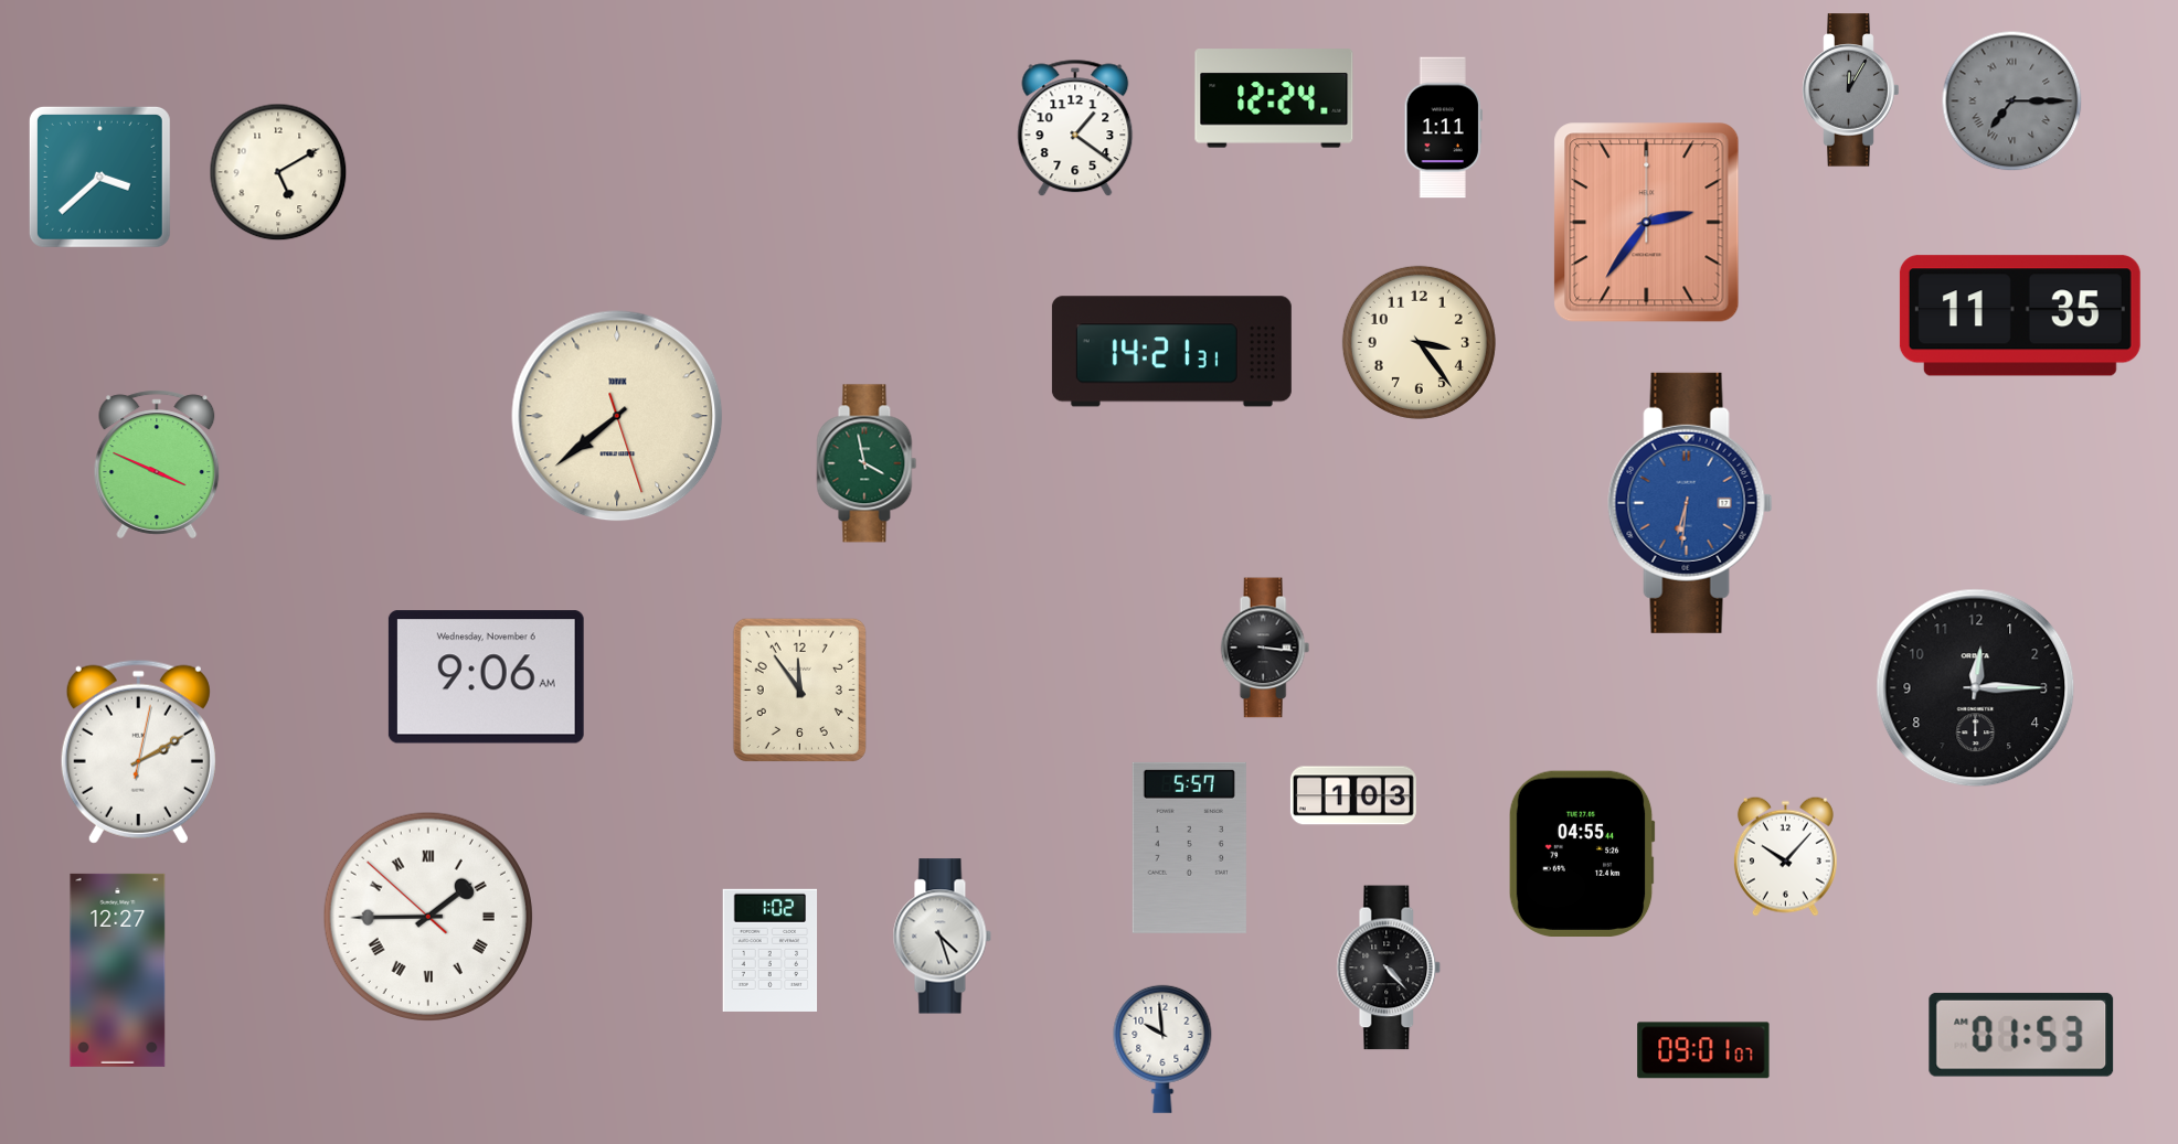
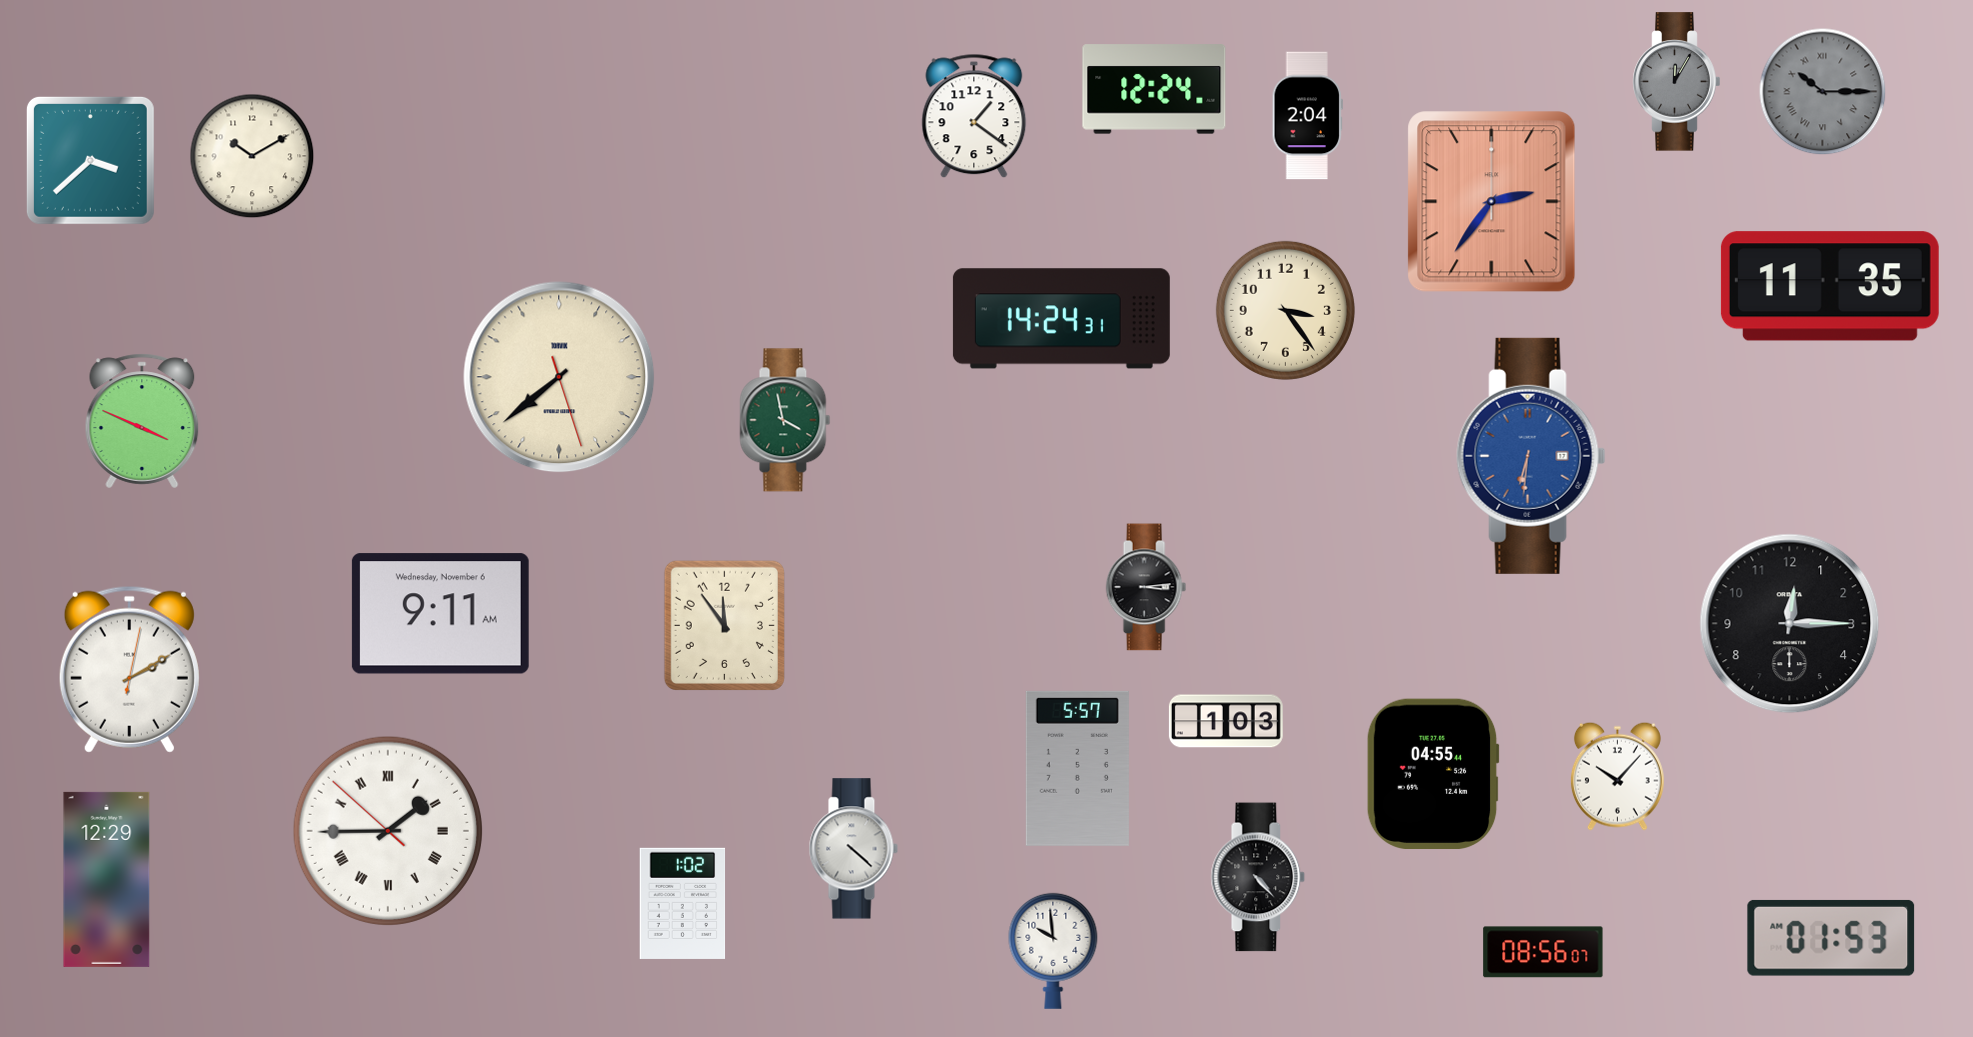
clock at (2012, 101): 7:15 -> 10:15
clock at (1443, 128): 1:11 -> 2:04
clock at (278, 172): 5:10 -> 10:10
clock at (1171, 352): 14:21 -> 14:24
clock at (1265, 648): 3:16 -> 3:14
clock at (486, 677): 9:06 -> 9:11
clock at (138, 751) position: (138, 751) -> (129, 669)
clock at (942, 937): 4:27 -> 4:22
clock at (771, 950) position: (771, 950) -> (683, 903)
clock at (118, 970): 12:27 -> 12:29
clock at (1703, 1050): 09:01 -> 08:56
